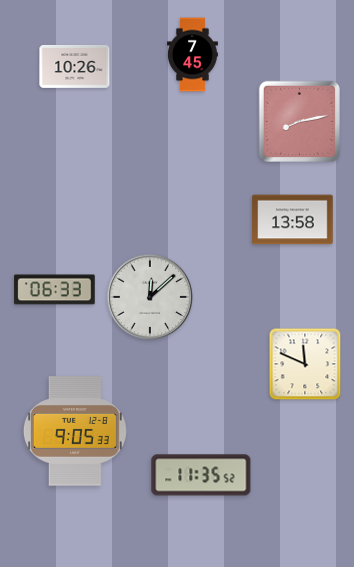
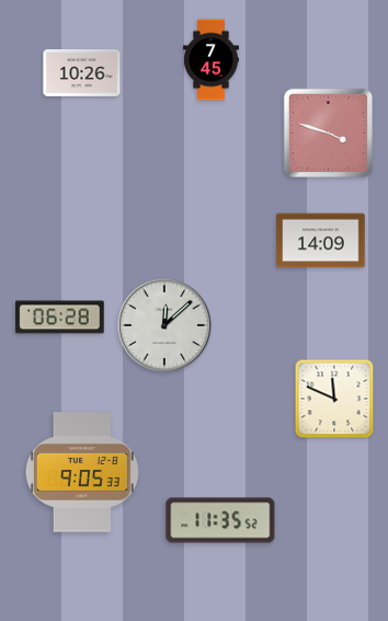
clock at (299, 121): 8:13 -> 3:48
clock at (293, 220): 13:58 -> 14:09
clock at (55, 290): 06:33 -> 06:28
